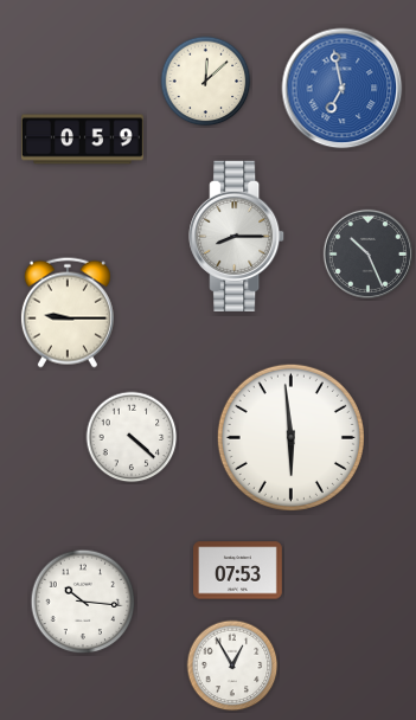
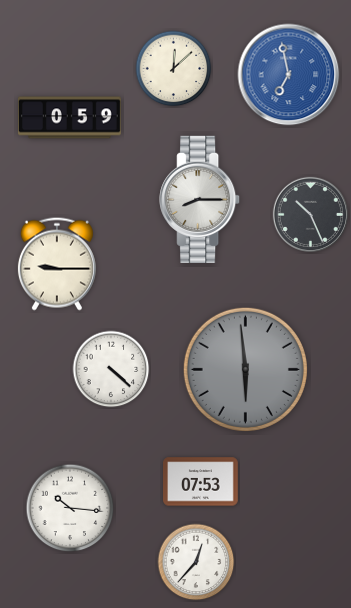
clock at (290, 437) dial: white -> grey
clock at (232, 666): 12:55 -> 12:37
